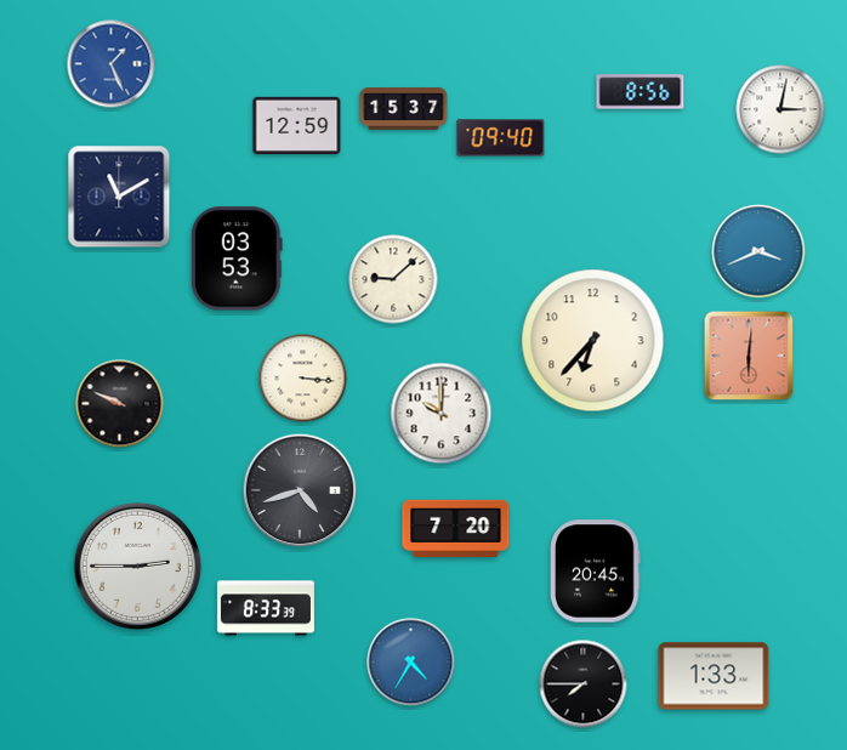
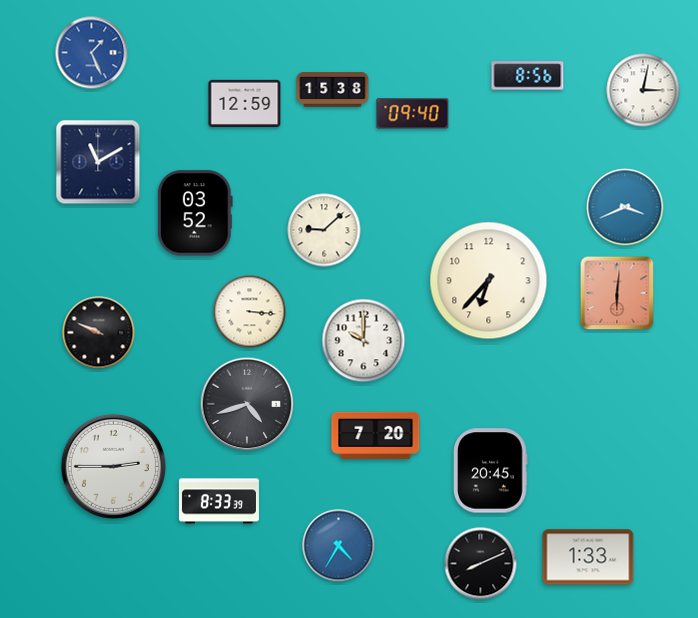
clock at (404, 109): 15:37 -> 15:38
clock at (237, 258): 03:53 -> 03:52
clock at (584, 684): 7:45 -> 8:11
